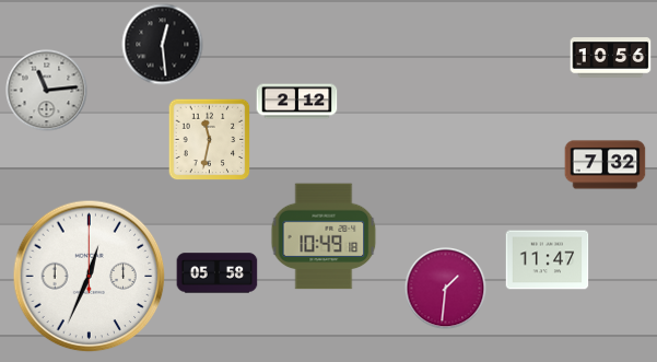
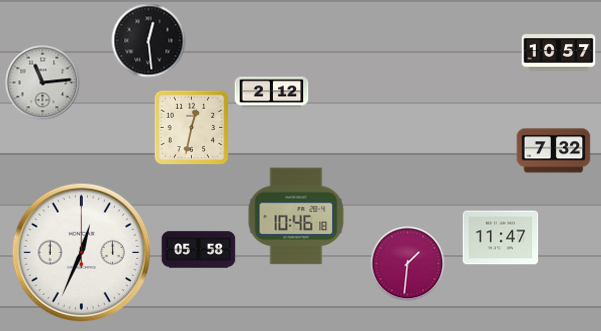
clock at (611, 58): 10:56 -> 10:57
clock at (210, 140): 11:32 -> 12:32
clock at (324, 236): 10:49 -> 10:46
